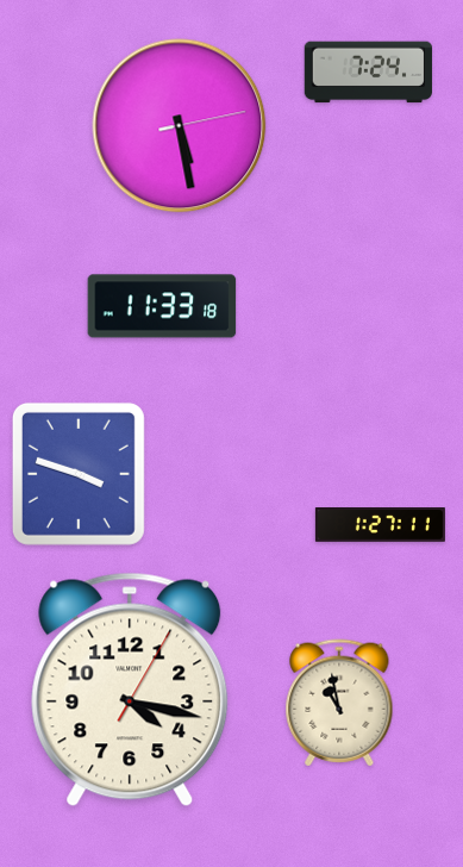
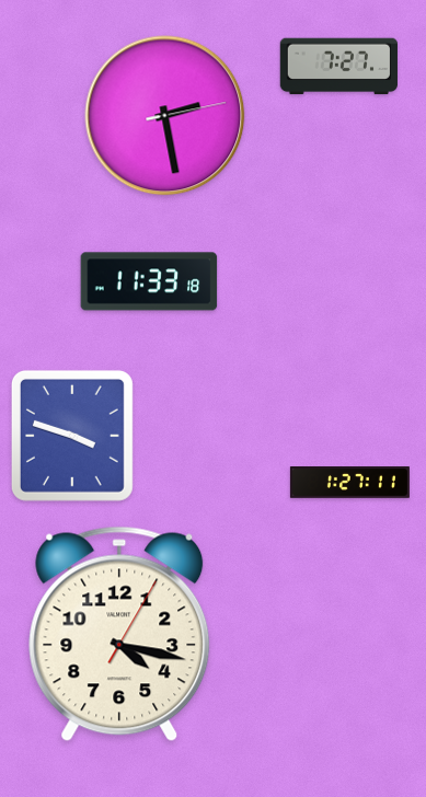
clock at (368, 73): 7:24 -> 7:27
clock at (180, 126): 5:28 -> 2:28
clock at (339, 703): 10:58 -> none
